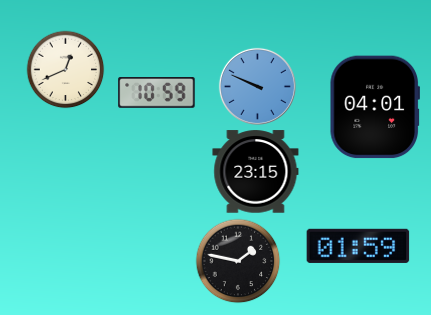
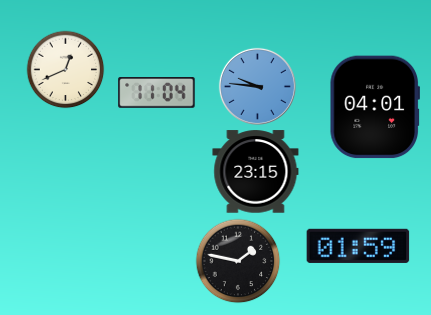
clock at (257, 86): 9:49 -> 9:46
clock at (157, 93): 10:59 -> 11:04
